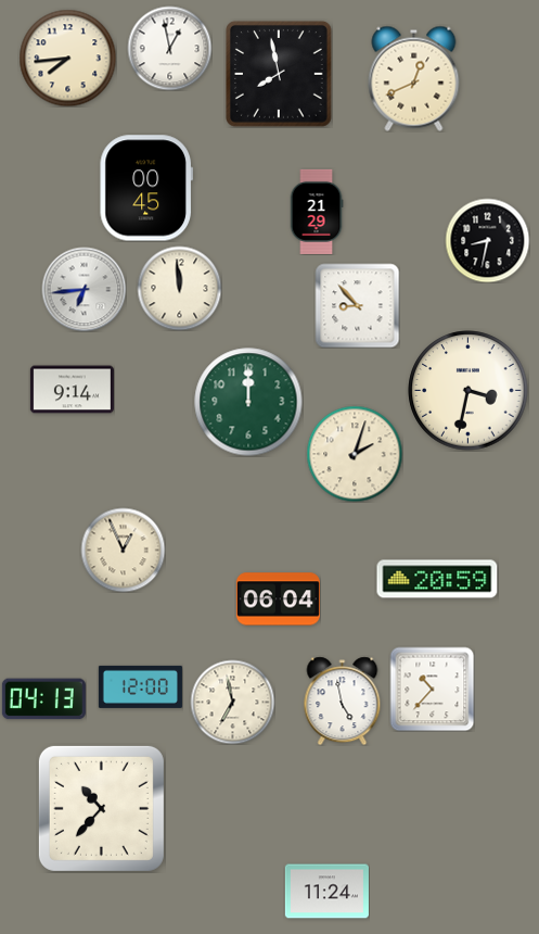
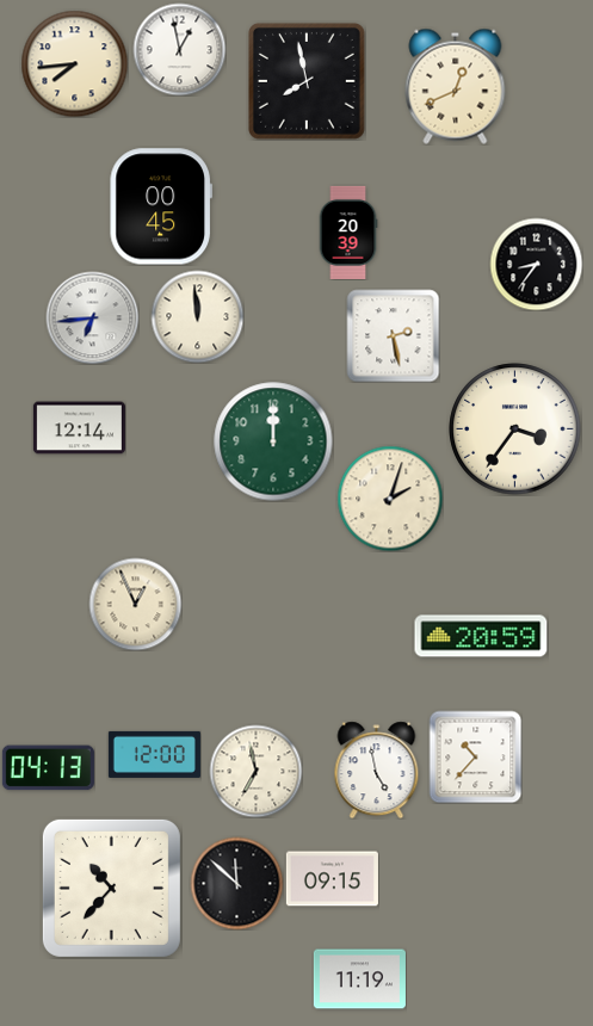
clock at (169, 48) position: (169, 48) -> (179, 49)
clock at (317, 212): 21:29 -> 20:39
clock at (487, 240): 8:32 -> 8:36
clock at (357, 305): 8:53 -> 2:28
clock at (72, 390): 9:14 -> 12:14
clock at (469, 391): 3:32 -> 3:36
clock at (278, 599): 06:04 -> none
clock at (332, 879): none -> 09:15
clock at (236, 883): none -> 11:52
clock at (326, 892): 11:24 -> 11:19
